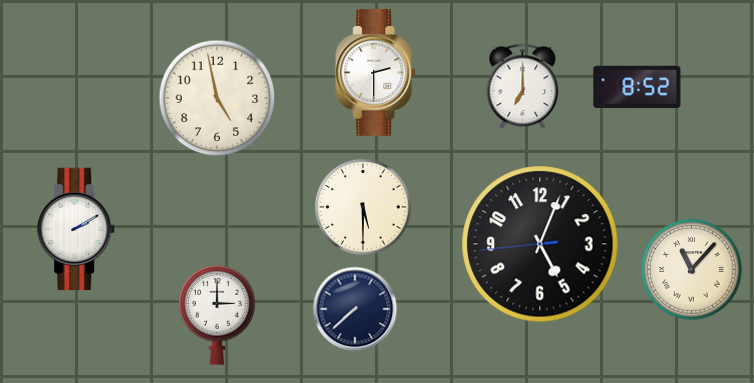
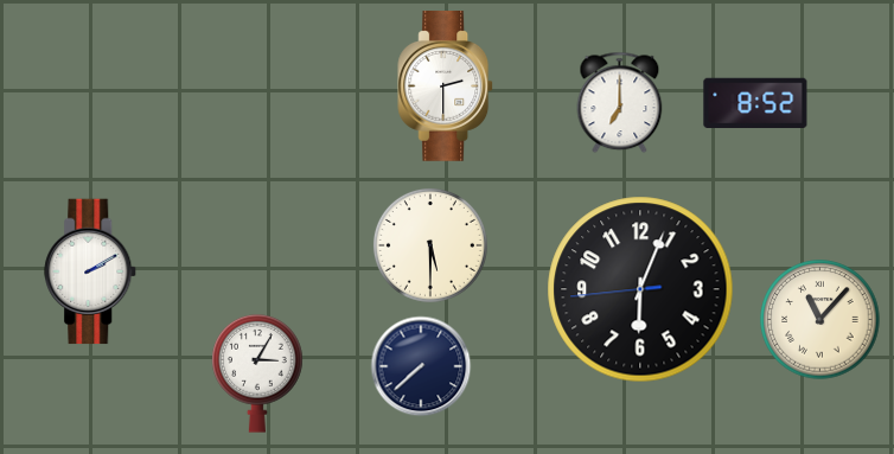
clock at (217, 98): 4:58 -> none
clock at (540, 244): 5:03 -> 6:03
clock at (217, 315): 3:00 -> 3:05
